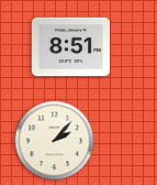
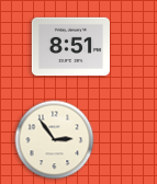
clock at (55, 141): 2:07 -> 2:54
